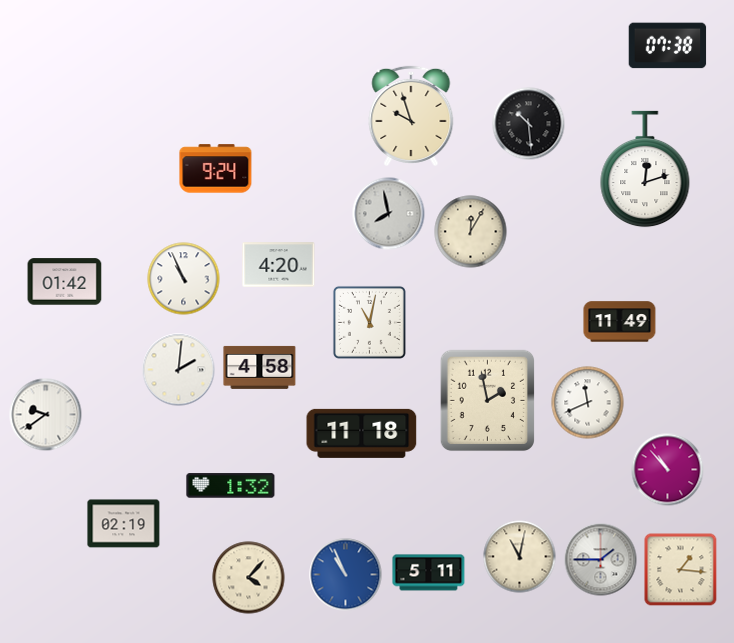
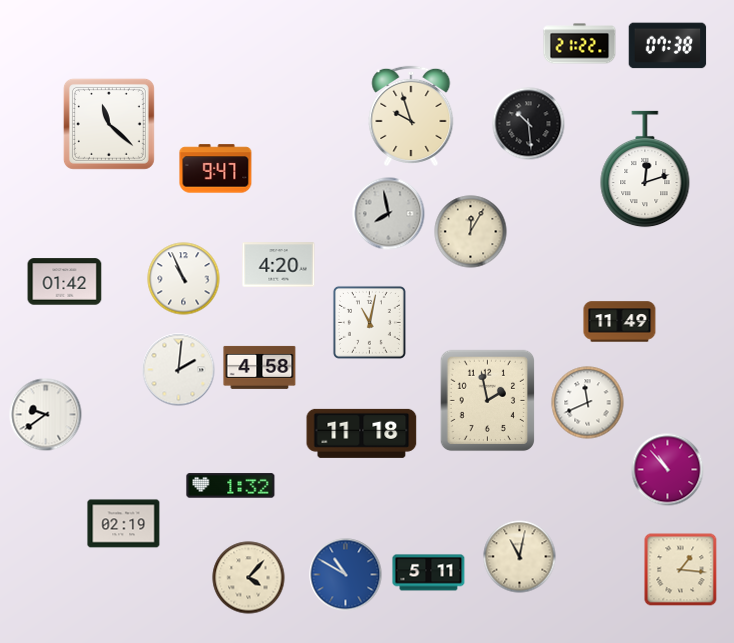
clock at (580, 44): none -> 21:22
clock at (109, 124): none -> 11:22
clock at (216, 169): 9:24 -> 9:47
clock at (601, 560): 1:45 -> none
clock at (346, 575): 10:56 -> 10:50
